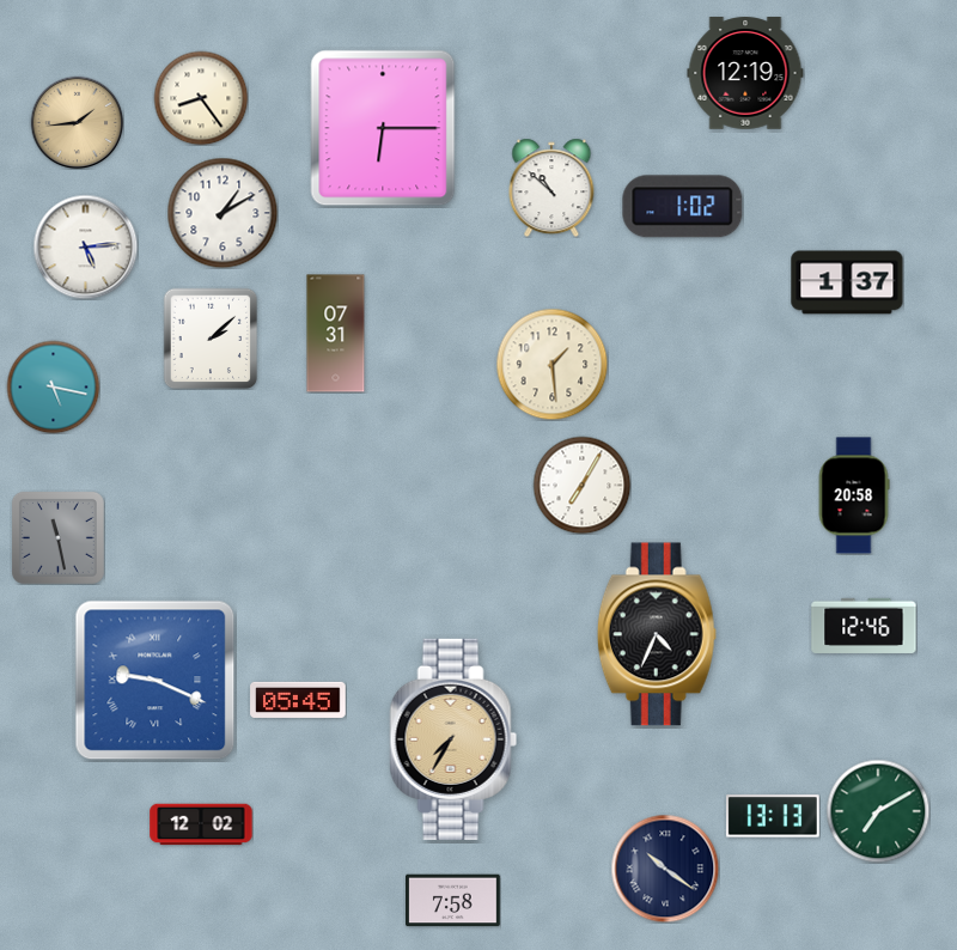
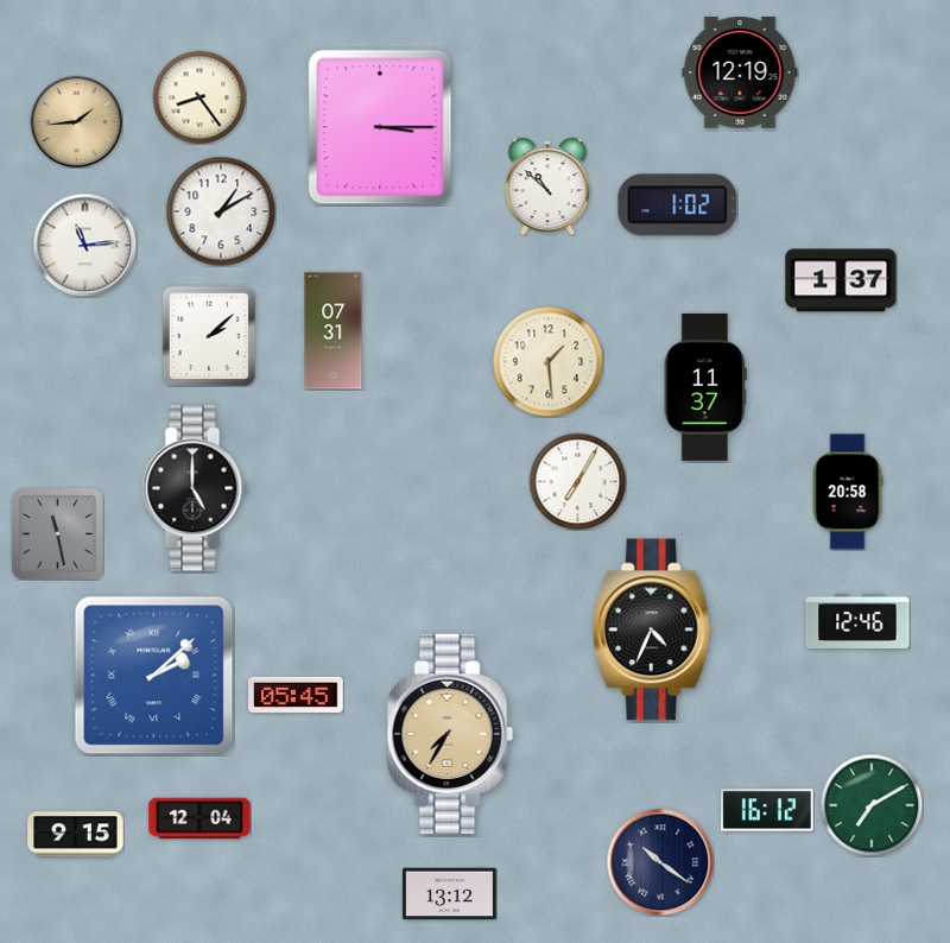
clock at (383, 128): 6:15 -> 3:15
clock at (85, 246): 5:14 -> 11:14
clock at (53, 386): 5:17 -> none
clock at (705, 387): none -> 11:37
clock at (195, 488): none -> 5:00
clock at (156, 681): 9:19 -> 2:08
clock at (773, 816): 13:13 -> 16:12
clock at (201, 824): 12:02 -> 12:04
clock at (76, 835): none -> 9:15
clock at (453, 901): 7:58 -> 13:12
